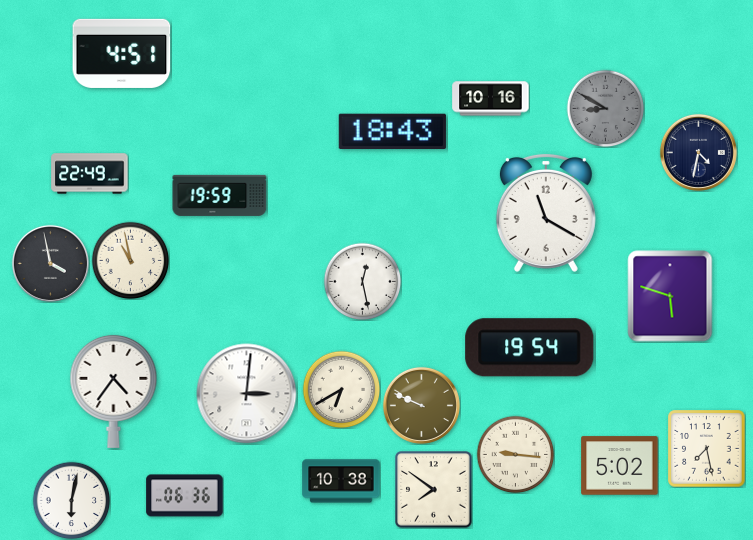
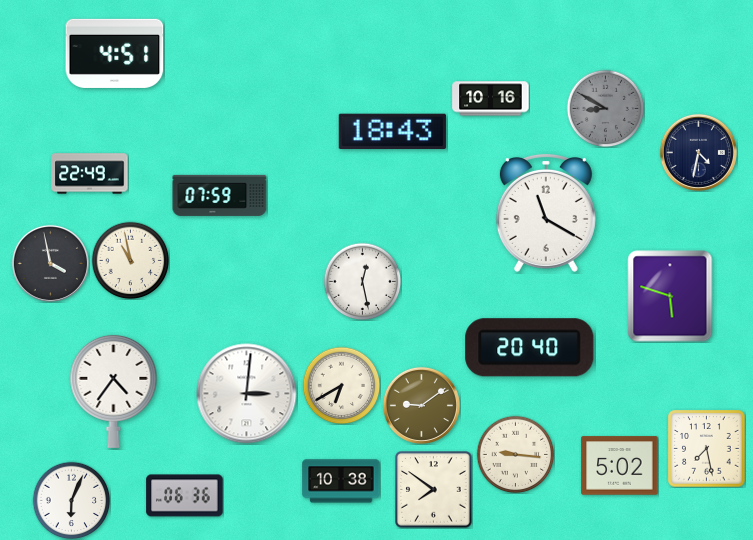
clock at (122, 53) position: (122, 53) -> (115, 53)
clock at (220, 195): 19:59 -> 07:59
clock at (530, 348): 19:54 -> 20:40
clock at (341, 389) position: (341, 389) -> (341, 385)
clock at (421, 405): 9:49 -> 9:09
clock at (71, 500): 6:02 -> 6:04
